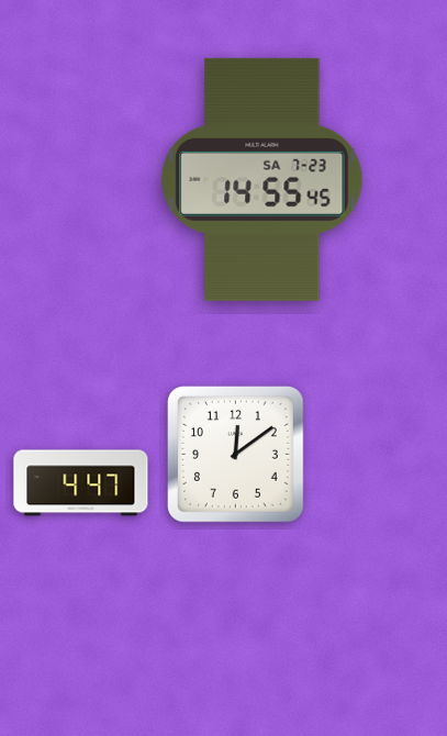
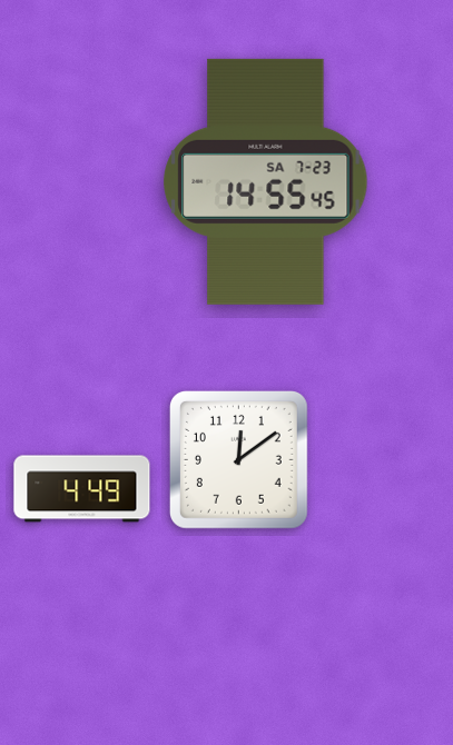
clock at (81, 483): 4:47 -> 4:49
